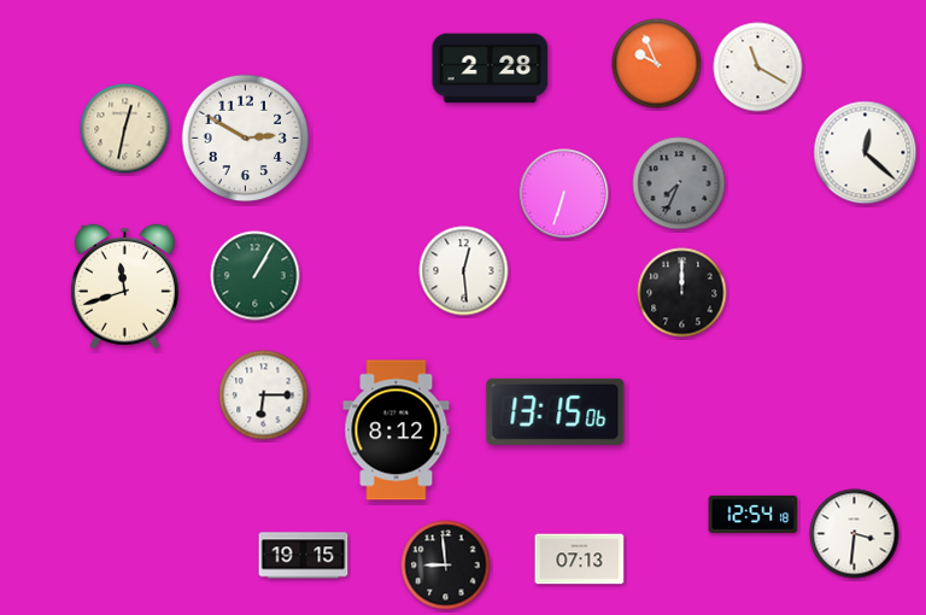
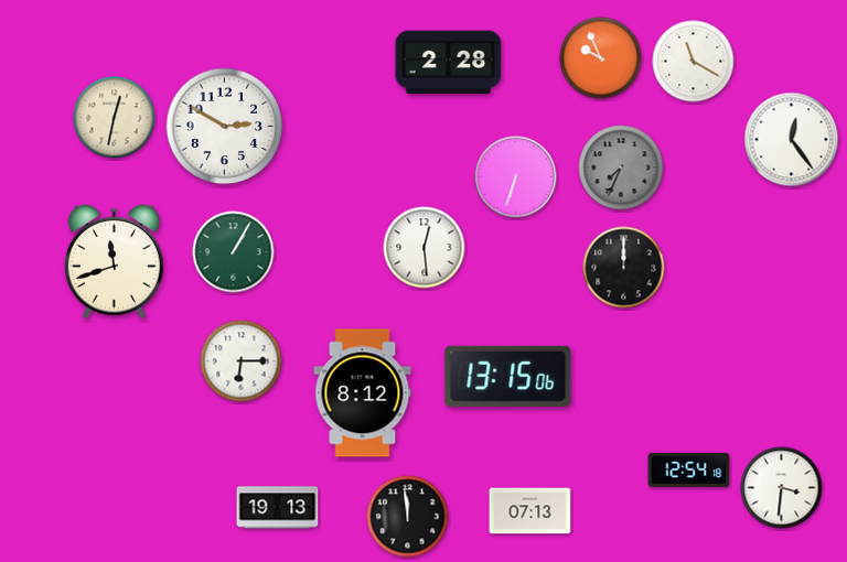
clock at (866, 153): 12:22 -> 12:24
clock at (304, 556): 19:15 -> 19:13
clock at (446, 566): 8:59 -> 11:59
